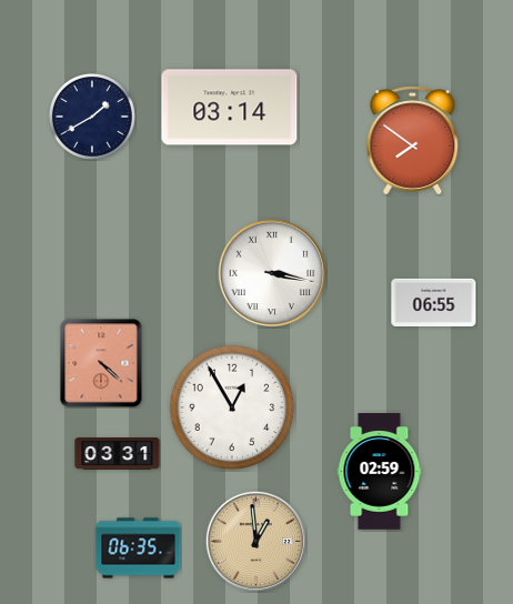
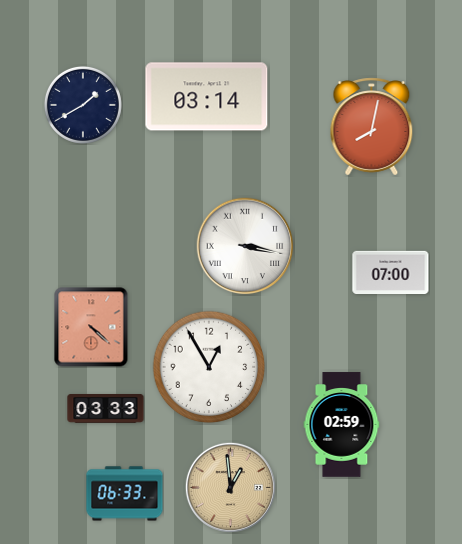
clock at (413, 141): 7:51 -> 8:02
clock at (434, 302): 06:55 -> 07:00
clock at (118, 454): 03:31 -> 03:33
clock at (139, 548): 06:35 -> 06:33
